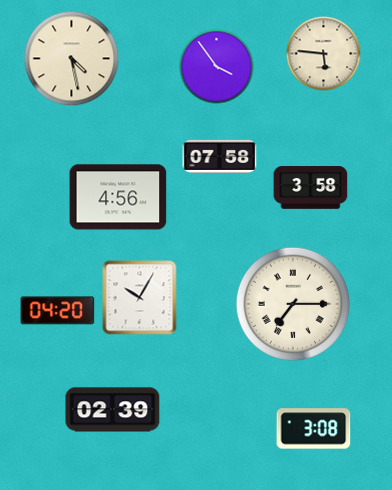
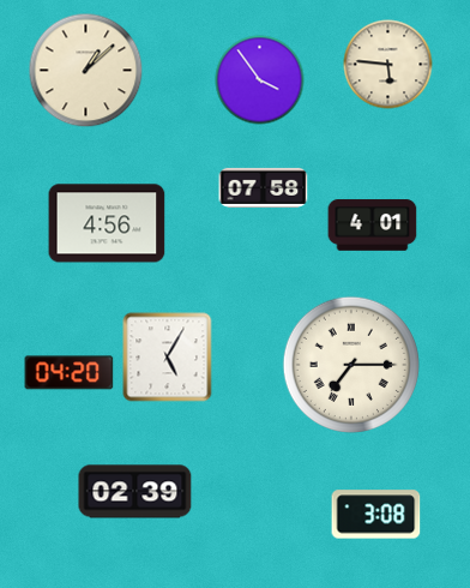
clock at (72, 59): 4:28 -> 1:08
clock at (311, 188): 3:58 -> 4:01
clock at (118, 197) position: (118, 197) -> (107, 223)
clock at (140, 298): 10:05 -> 5:05
